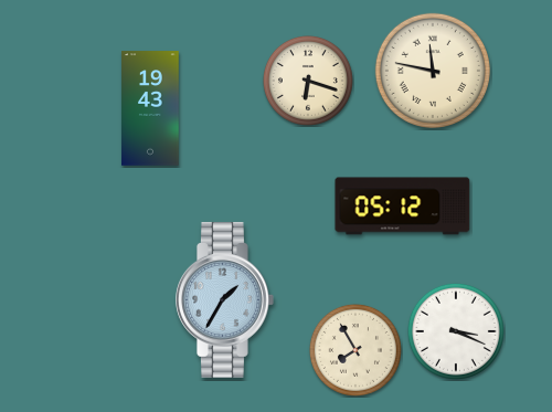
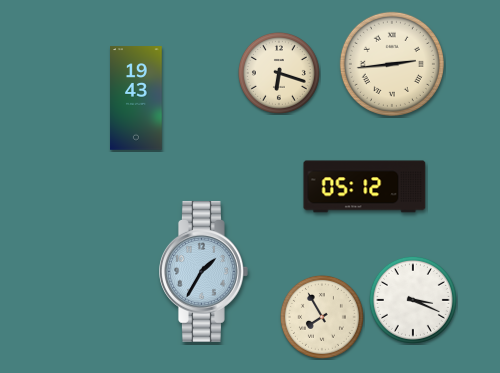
clock at (433, 71): 11:47 -> 2:44
